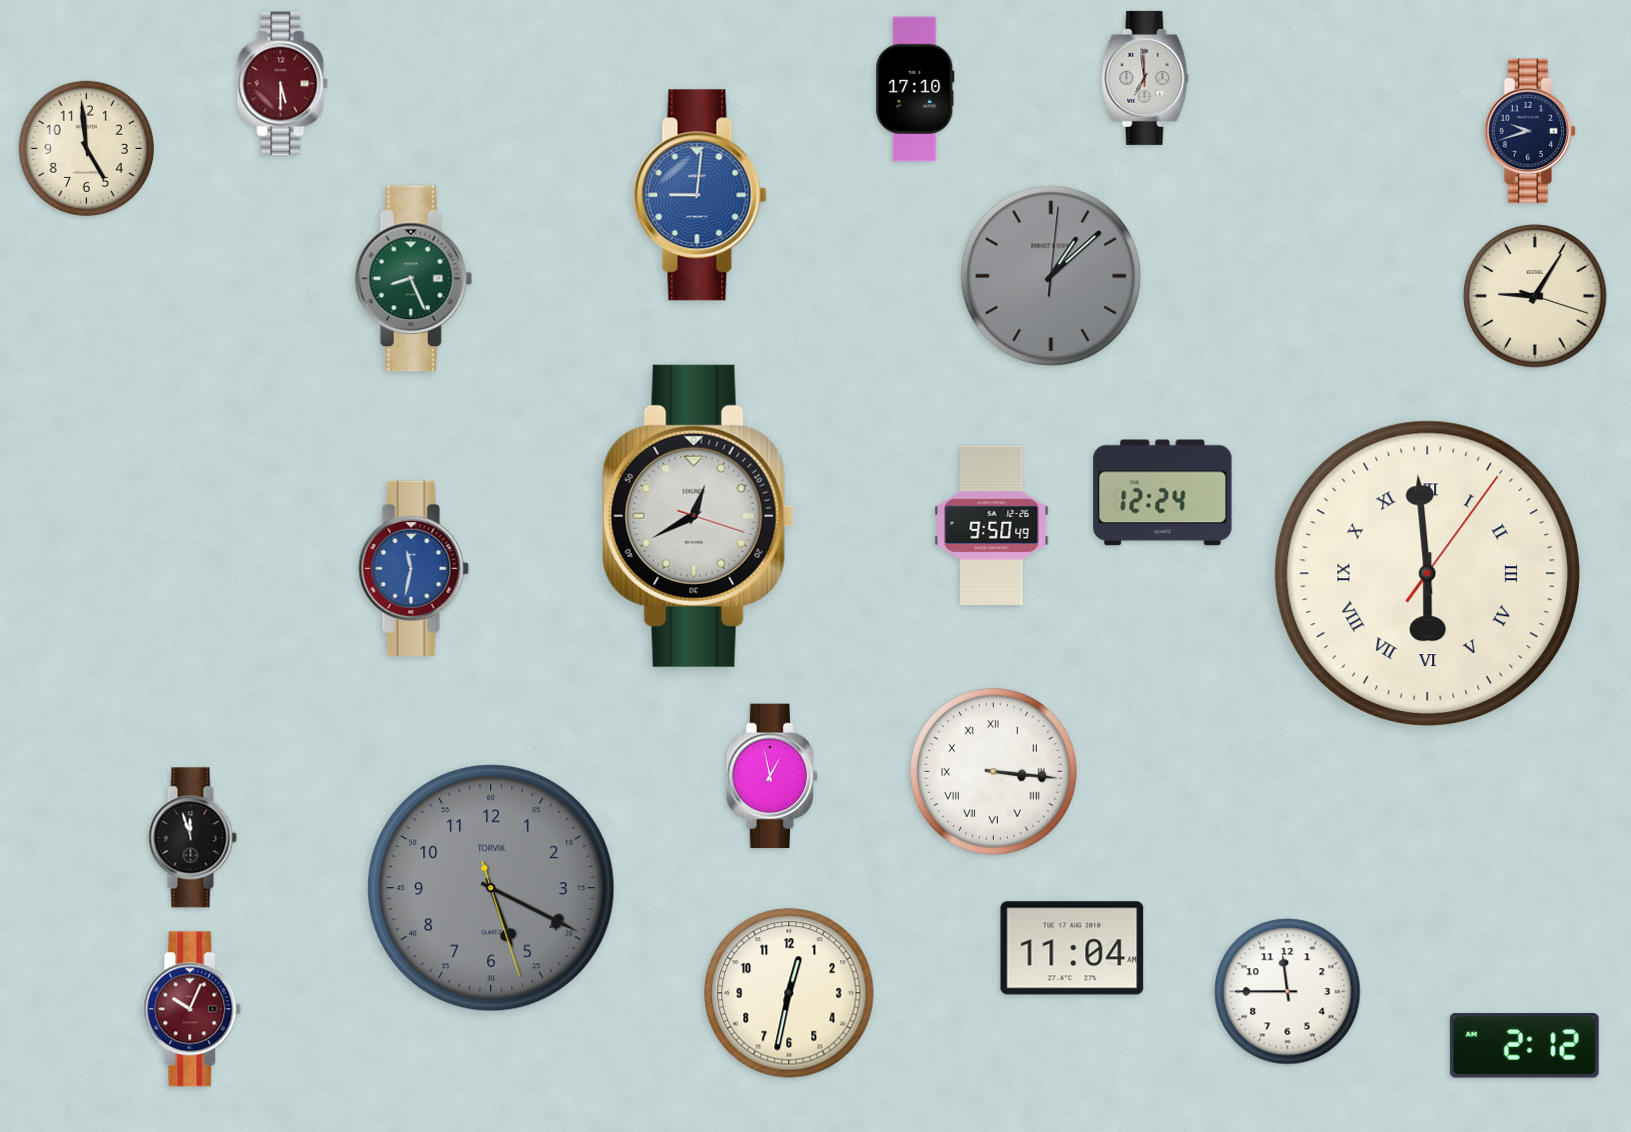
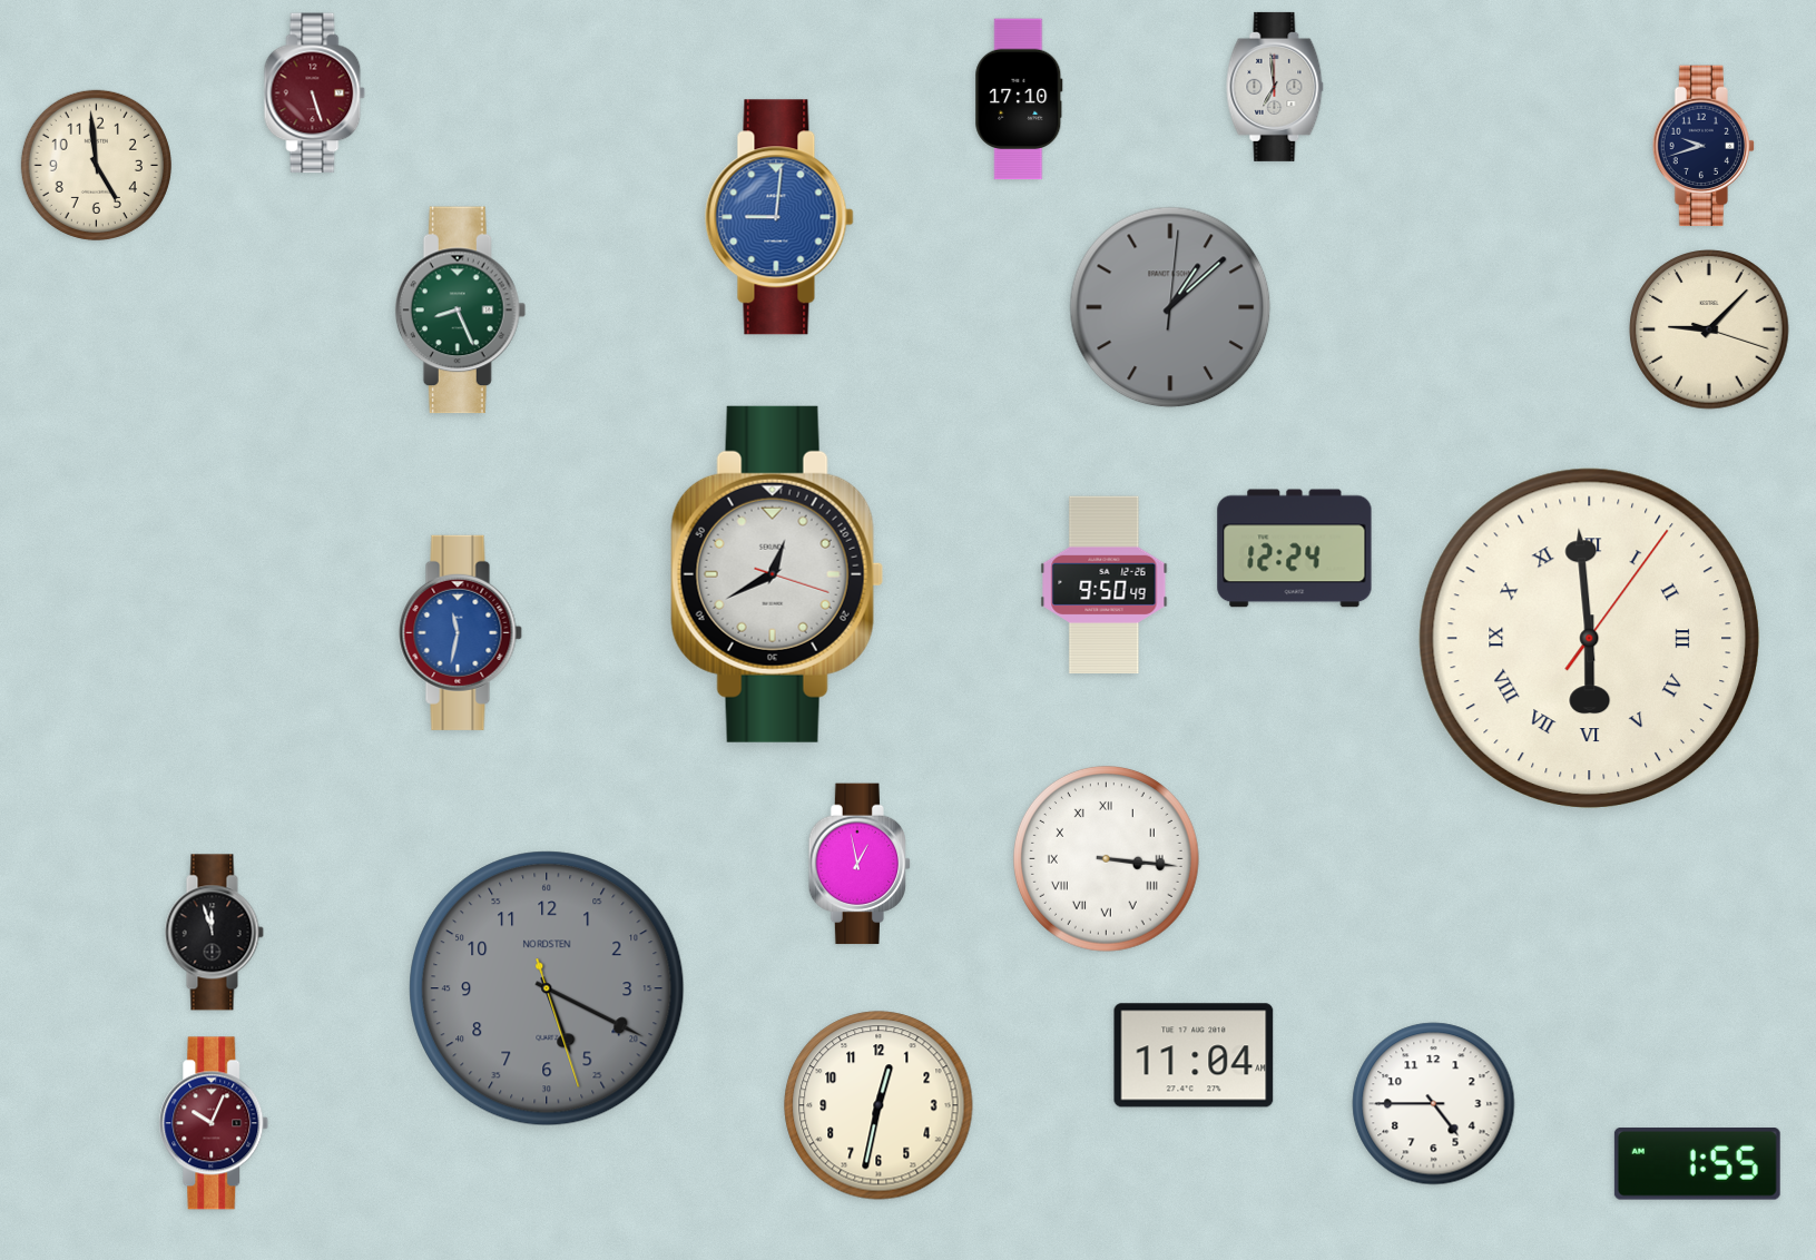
clock at (283, 84): 5:30 -> 5:27
clock at (1535, 296): 9:05 -> 9:07
clock at (491, 888) brand: TORVIK -> NORDSTEN
clock at (1288, 992): 11:45 -> 4:45
clock at (1524, 1046): 2:12 -> 1:55
